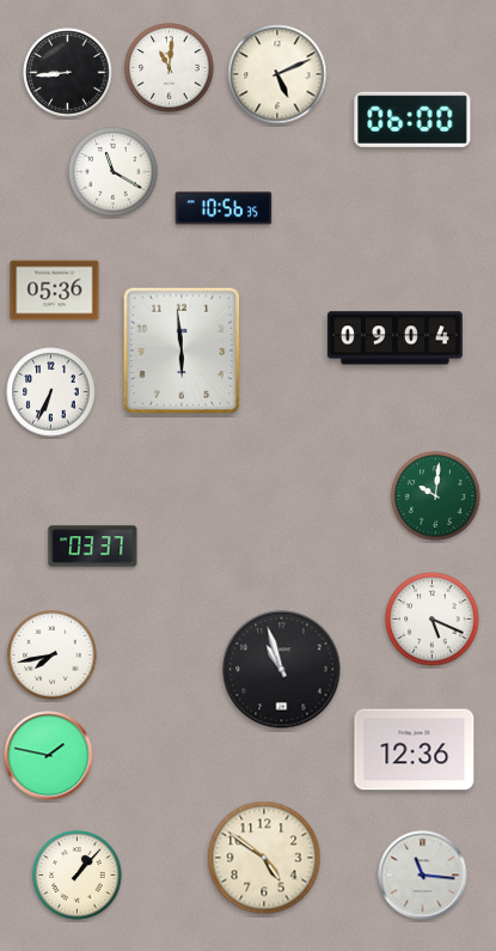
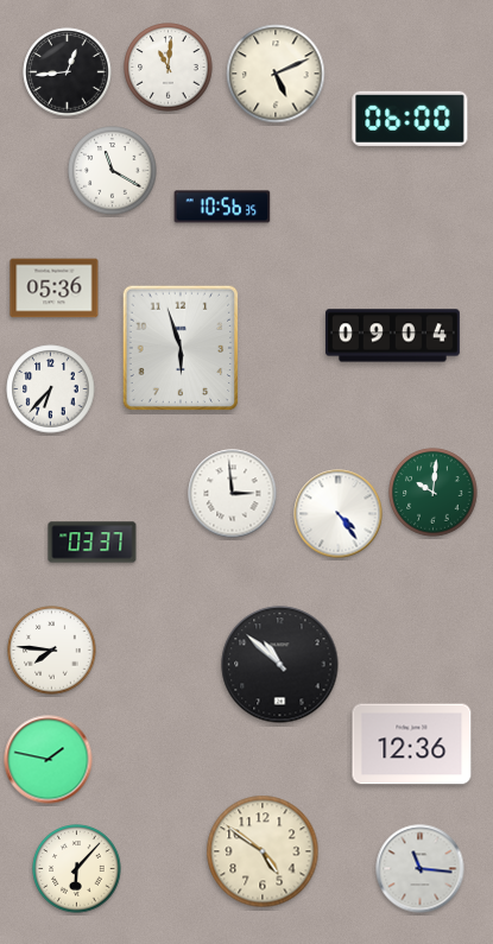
clock at (68, 73): 8:44 -> 12:44
clock at (182, 350): 5:59 -> 5:57
clock at (51, 392): 6:34 -> 6:37
clock at (233, 494): none -> 2:59
clock at (339, 514): none -> 4:24
clock at (433, 620): 5:19 -> none
clock at (53, 656): 7:43 -> 7:46
clock at (282, 670): 10:57 -> 10:52
clock at (49, 756) position: (49, 756) -> (49, 760)
clock at (78, 876): 1:07 -> 6:07
